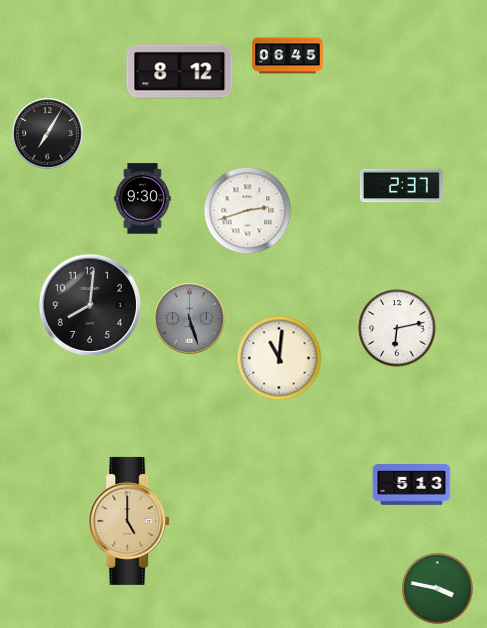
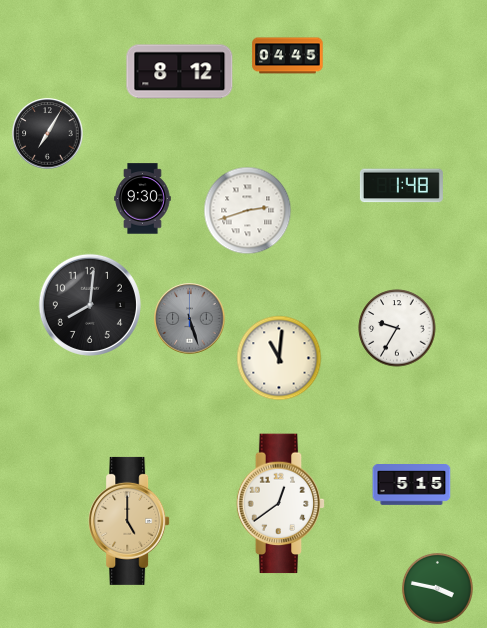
clock at (288, 56): 06:45 -> 04:45
clock at (401, 186): 2:37 -> 1:48
clock at (397, 328): 6:13 -> 9:35
clock at (412, 485): 5:13 -> 5:15
clock at (281, 504): none -> 12:39
